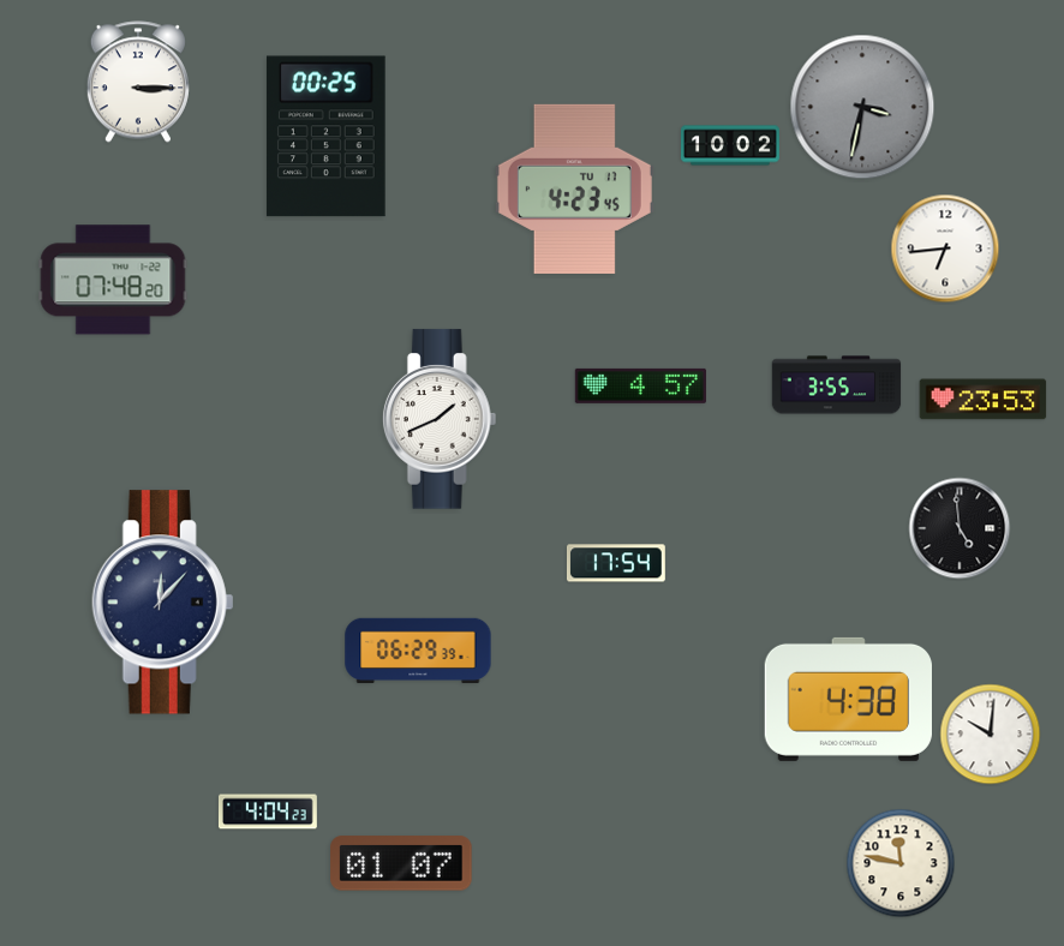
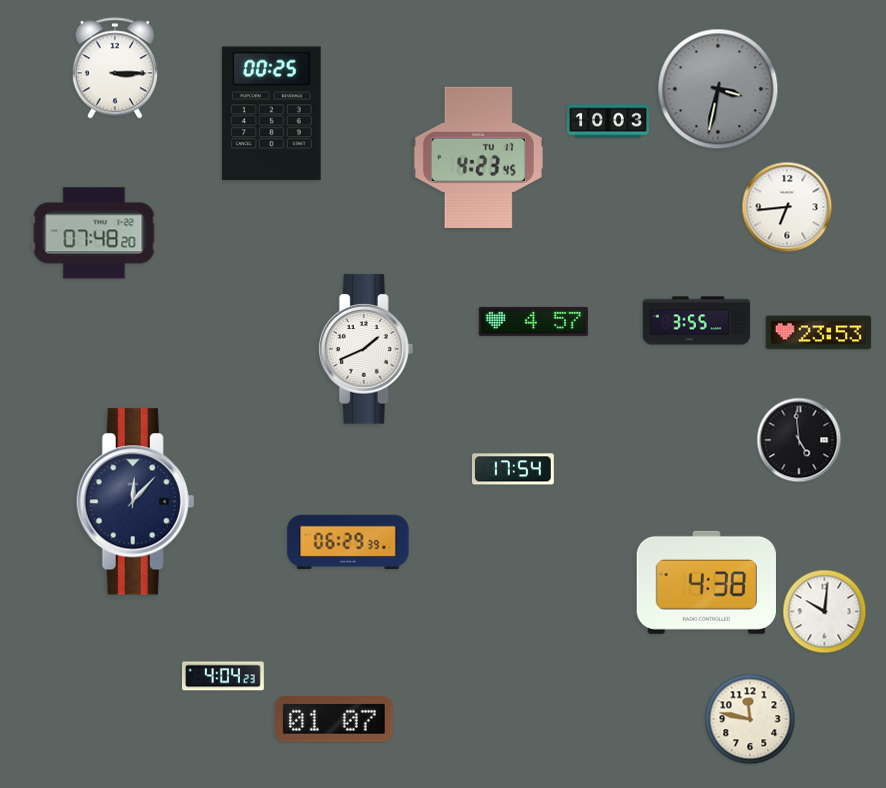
clock at (731, 145): 10:02 -> 10:03
